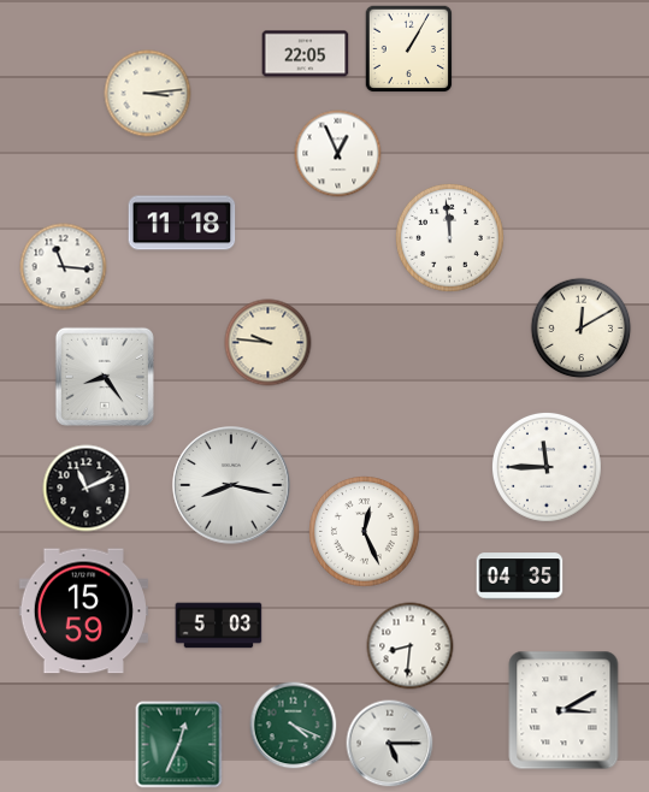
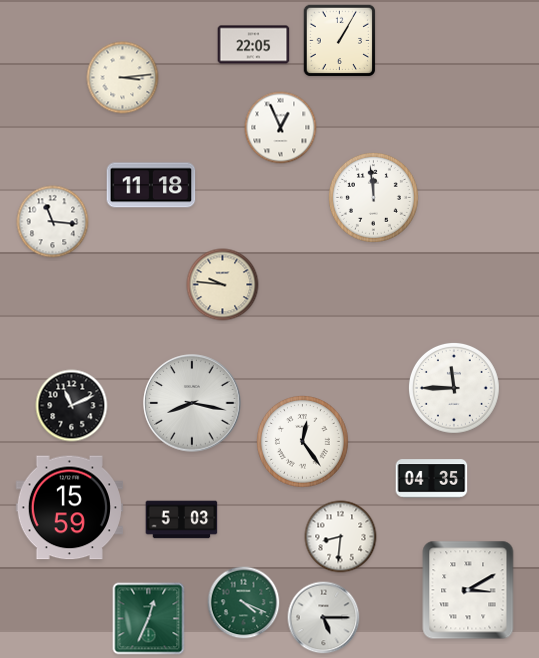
clock at (582, 329): 12:10 -> none
clock at (105, 377): 8:24 -> none
clock at (365, 532): 12:26 -> 12:24
